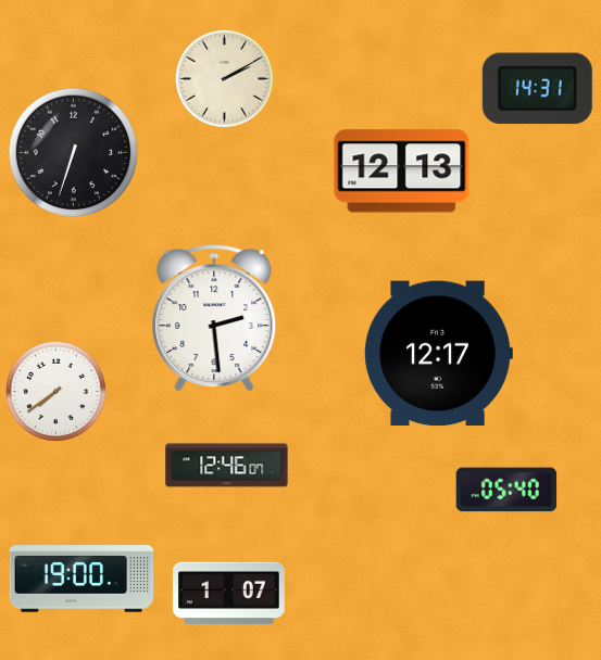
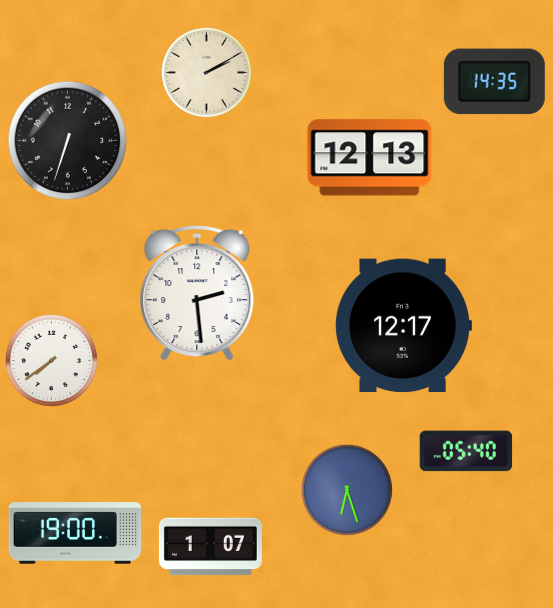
clock at (537, 89): 14:31 -> 14:35
clock at (227, 466): 12:46 -> none
clock at (347, 490): none -> 6:27
